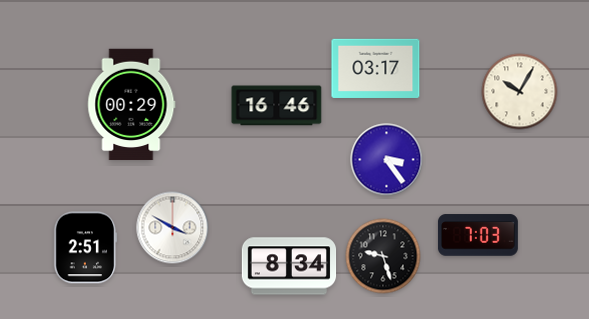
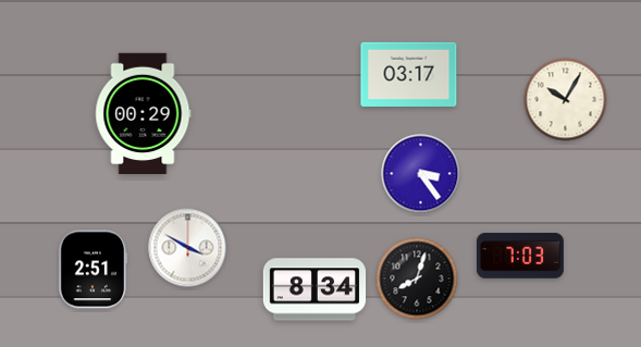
clock at (277, 106): 16:46 -> none
clock at (383, 256): 9:27 -> 8:03
